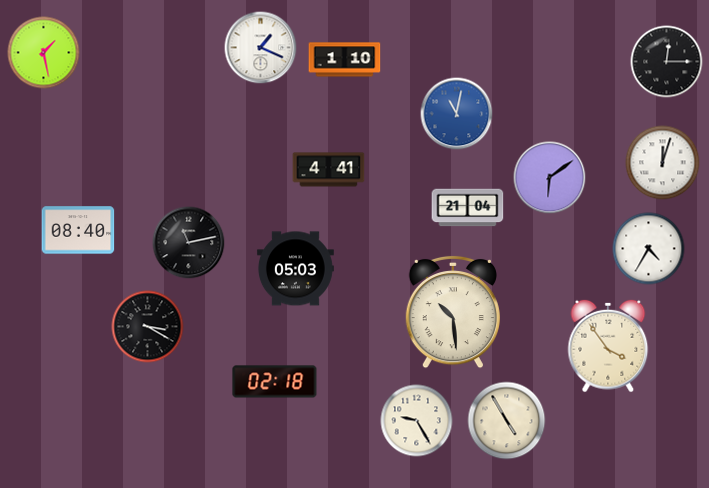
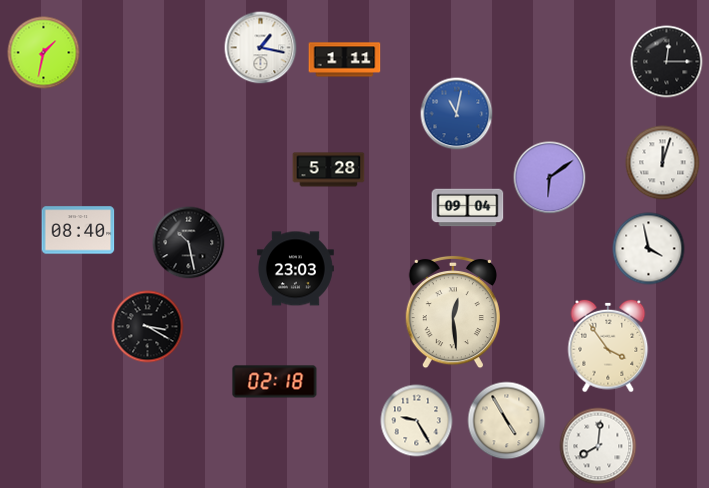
clock at (261, 48): 1:19 -> 1:17
clock at (44, 53): 1:28 -> 1:32
clock at (345, 60): 1:10 -> 1:11
clock at (329, 170): 4:41 -> 5:28
clock at (468, 208): 21:04 -> 09:04
clock at (189, 243): 11:13 -> 10:28
clock at (649, 249): 4:35 -> 3:58
clock at (295, 269): 05:03 -> 23:03
clock at (453, 312): 10:29 -> 12:29
clock at (598, 446): none -> 8:01
